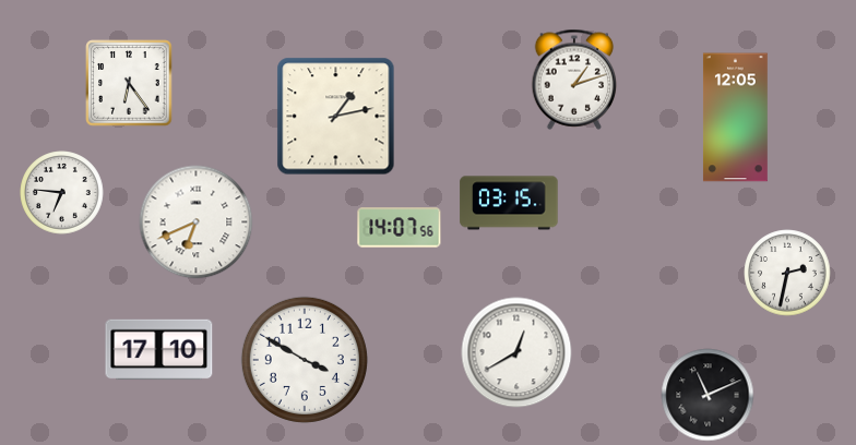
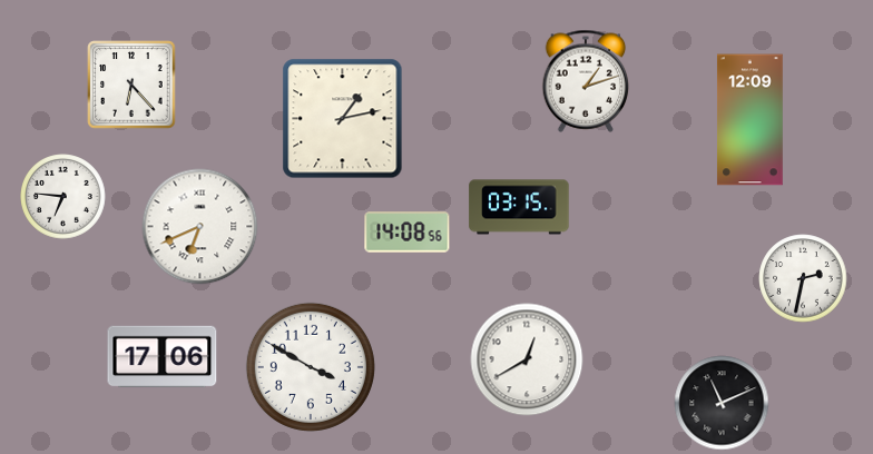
clock at (129, 83): 6:24 -> 6:23
clock at (735, 118): 12:05 -> 12:09
clock at (400, 228): 14:07 -> 14:08
clock at (159, 350): 17:10 -> 17:06
